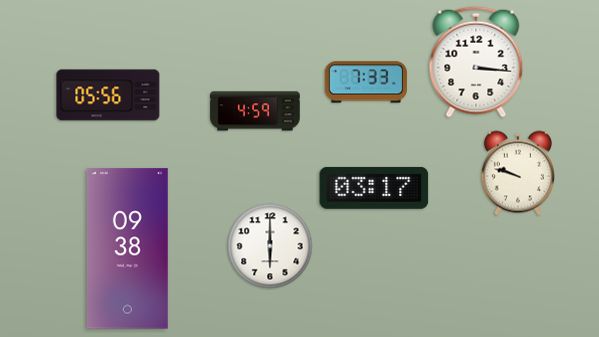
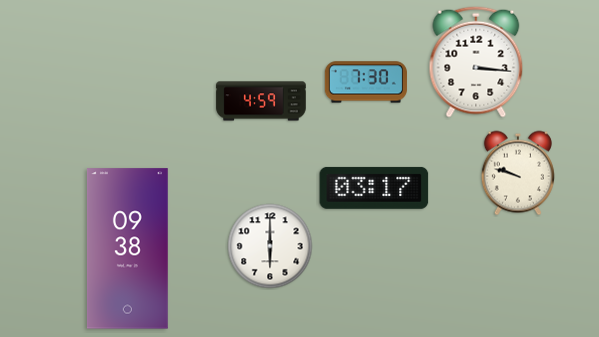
clock at (366, 82): 7:33 -> 7:30
clock at (108, 95): 05:56 -> none
clock at (255, 111) position: (255, 111) -> (261, 101)
